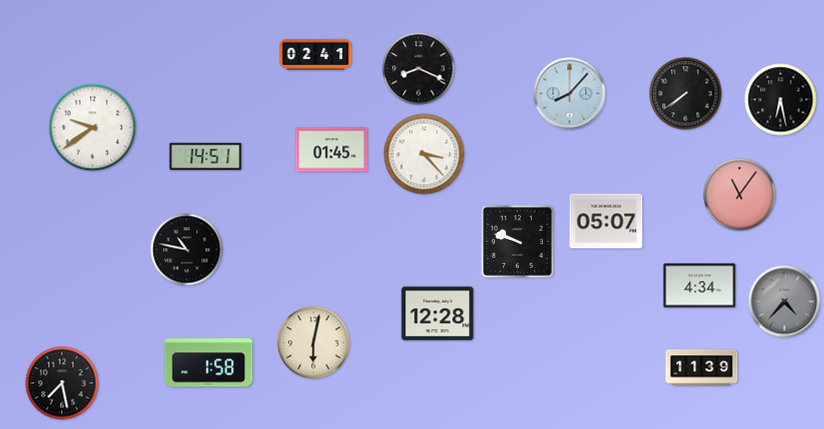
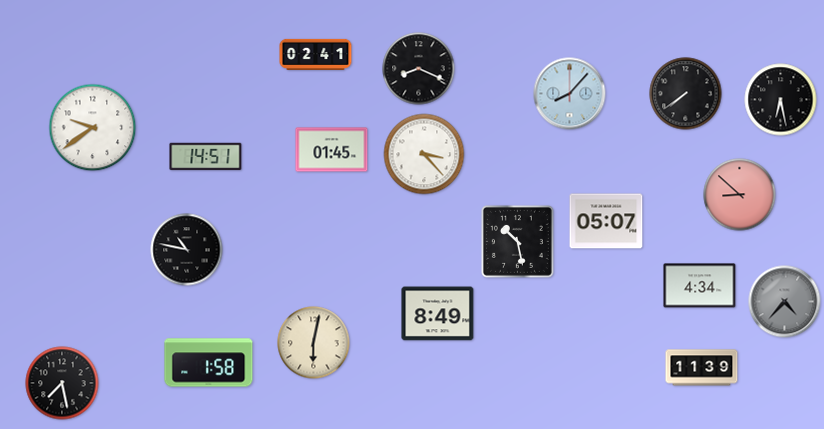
clock at (740, 195): 11:06 -> 8:52
clock at (517, 241): 9:48 -> 10:28
clock at (438, 314): 12:28 -> 8:49
